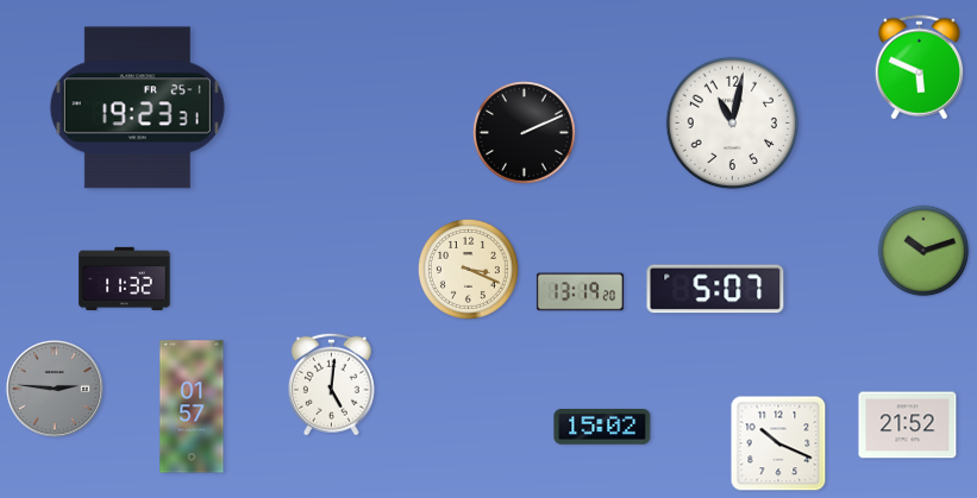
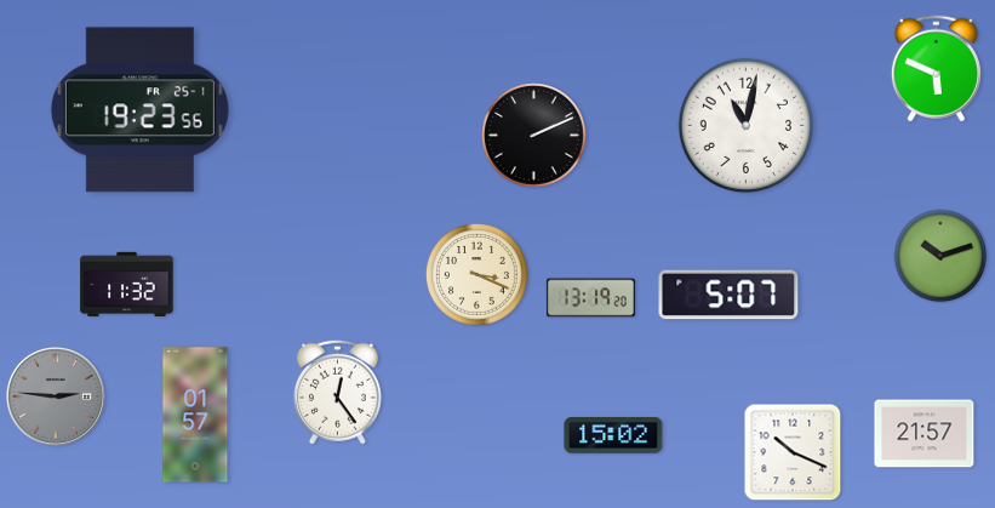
clock at (137, 108): 19:23:31 -> 19:23:56
clock at (331, 384): 5:01 -> 12:24
clock at (908, 425): 21:52 -> 21:57
